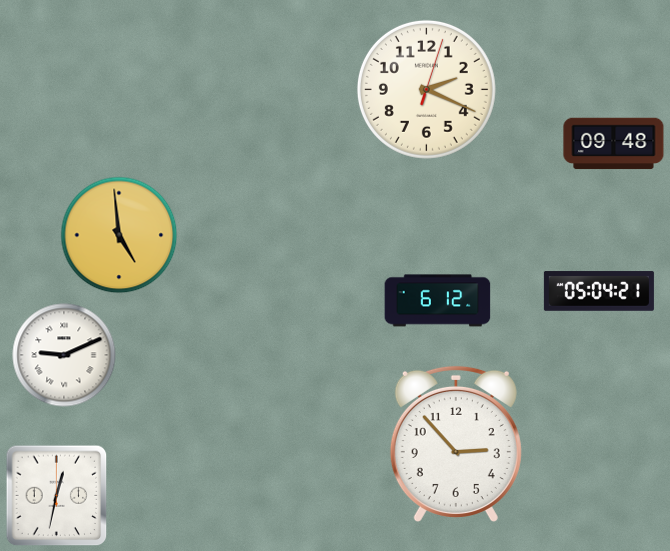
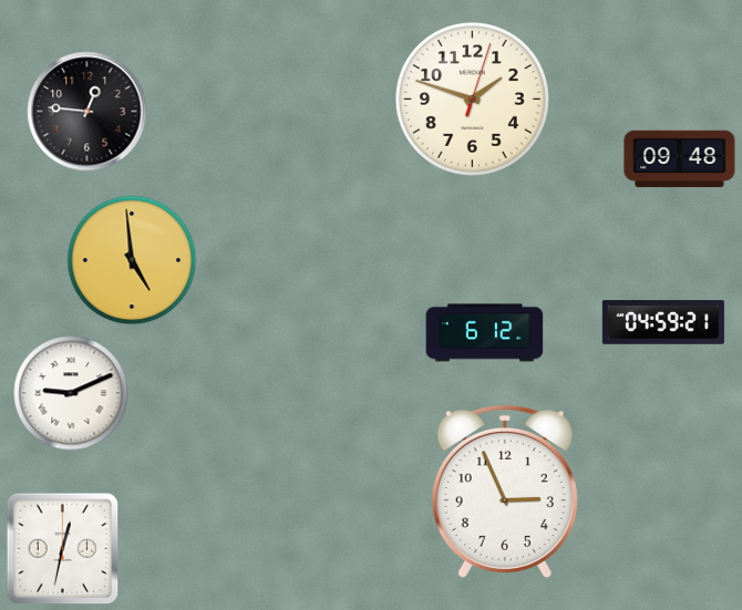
clock at (426, 89): 2:19 -> 1:48
clock at (87, 112): none -> 12:46
clock at (599, 291): 05:04 -> 04:59
clock at (456, 444): 2:53 -> 2:56
